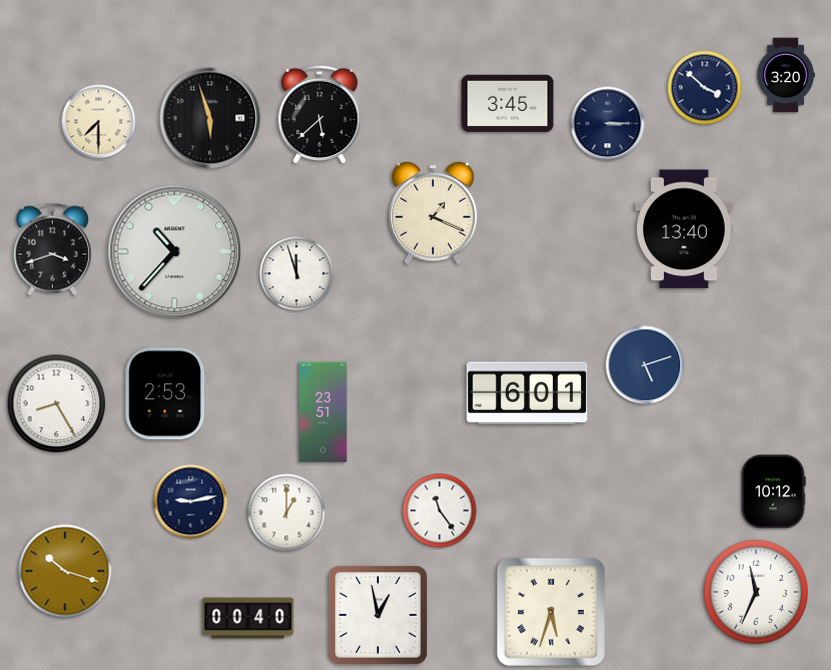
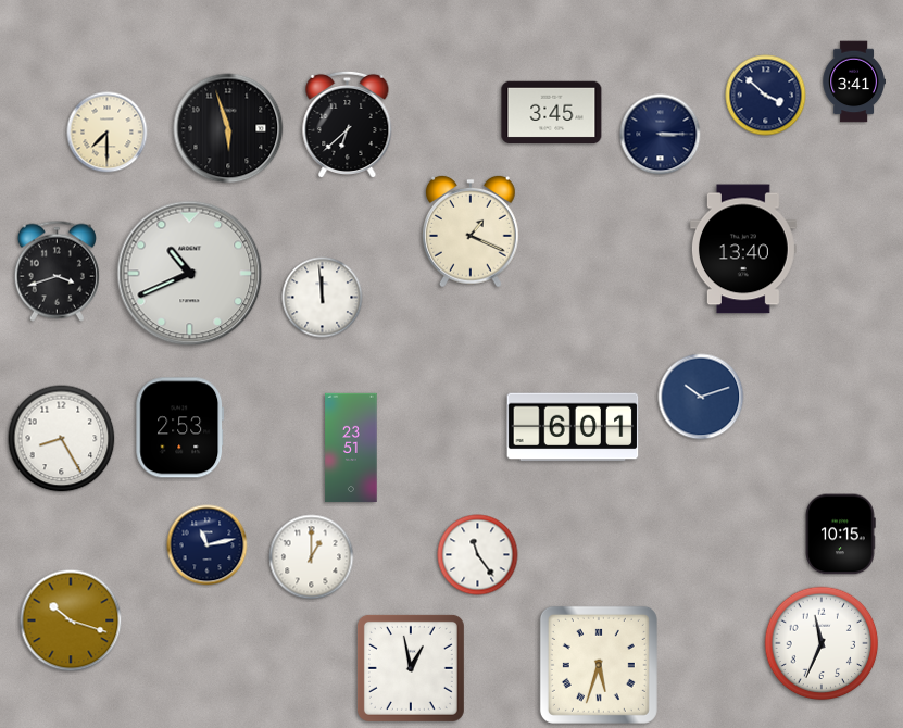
clock at (786, 75): 3:20 -> 3:41
clock at (320, 115): 5:38 -> 6:38
clock at (175, 252): 10:37 -> 10:41
clock at (297, 274): 11:57 -> 11:59
clock at (645, 365): 5:12 -> 10:12
clock at (773, 492): 10:12 -> 10:15
clock at (191, 502): 9:13 -> 11:13
clock at (248, 618): 00:40 -> none
